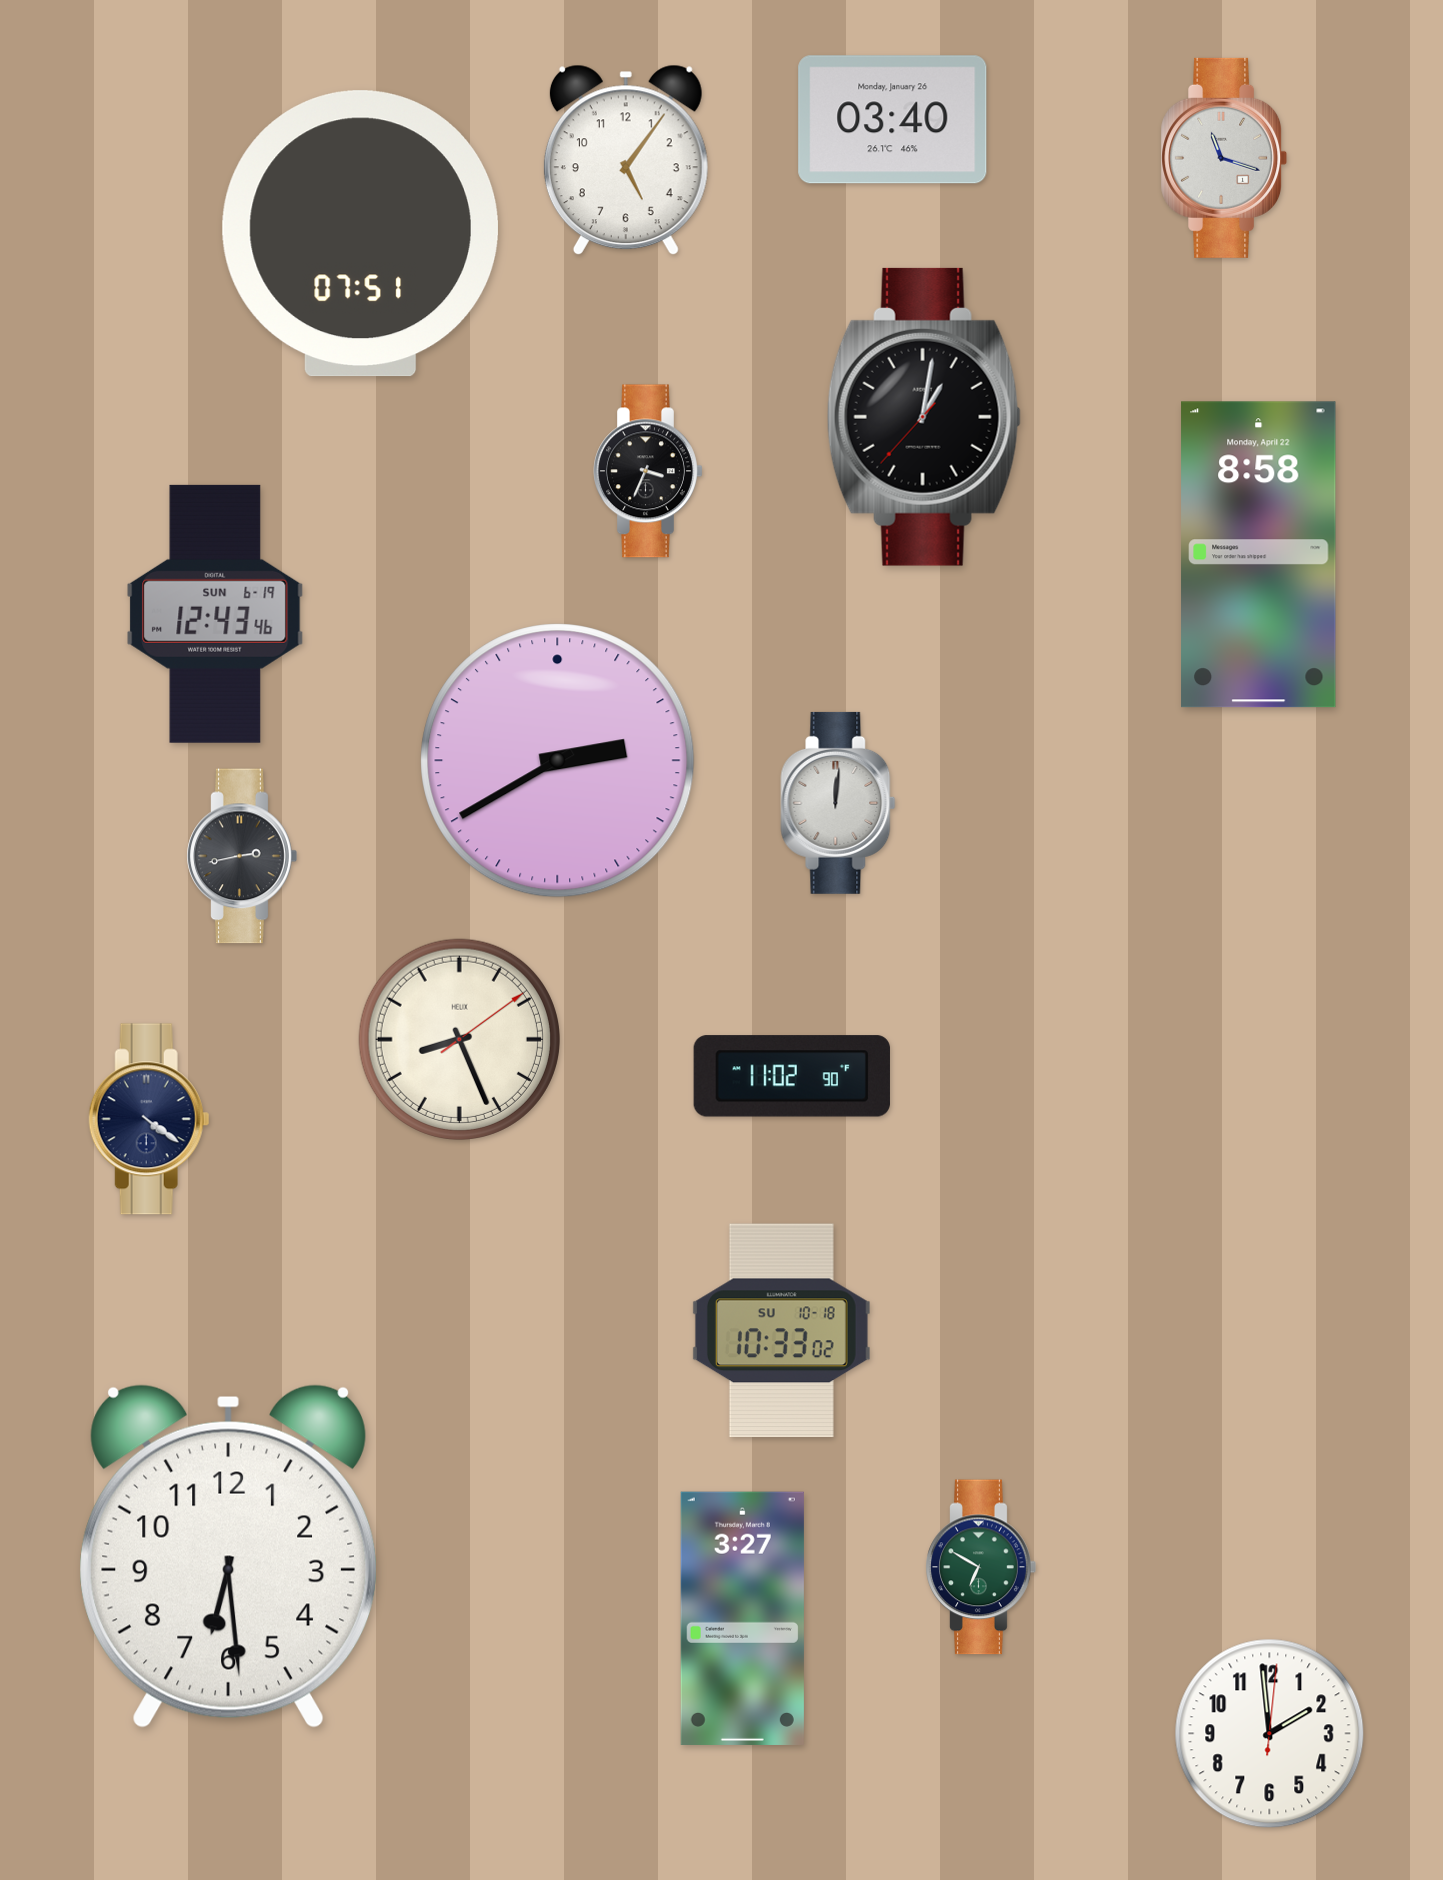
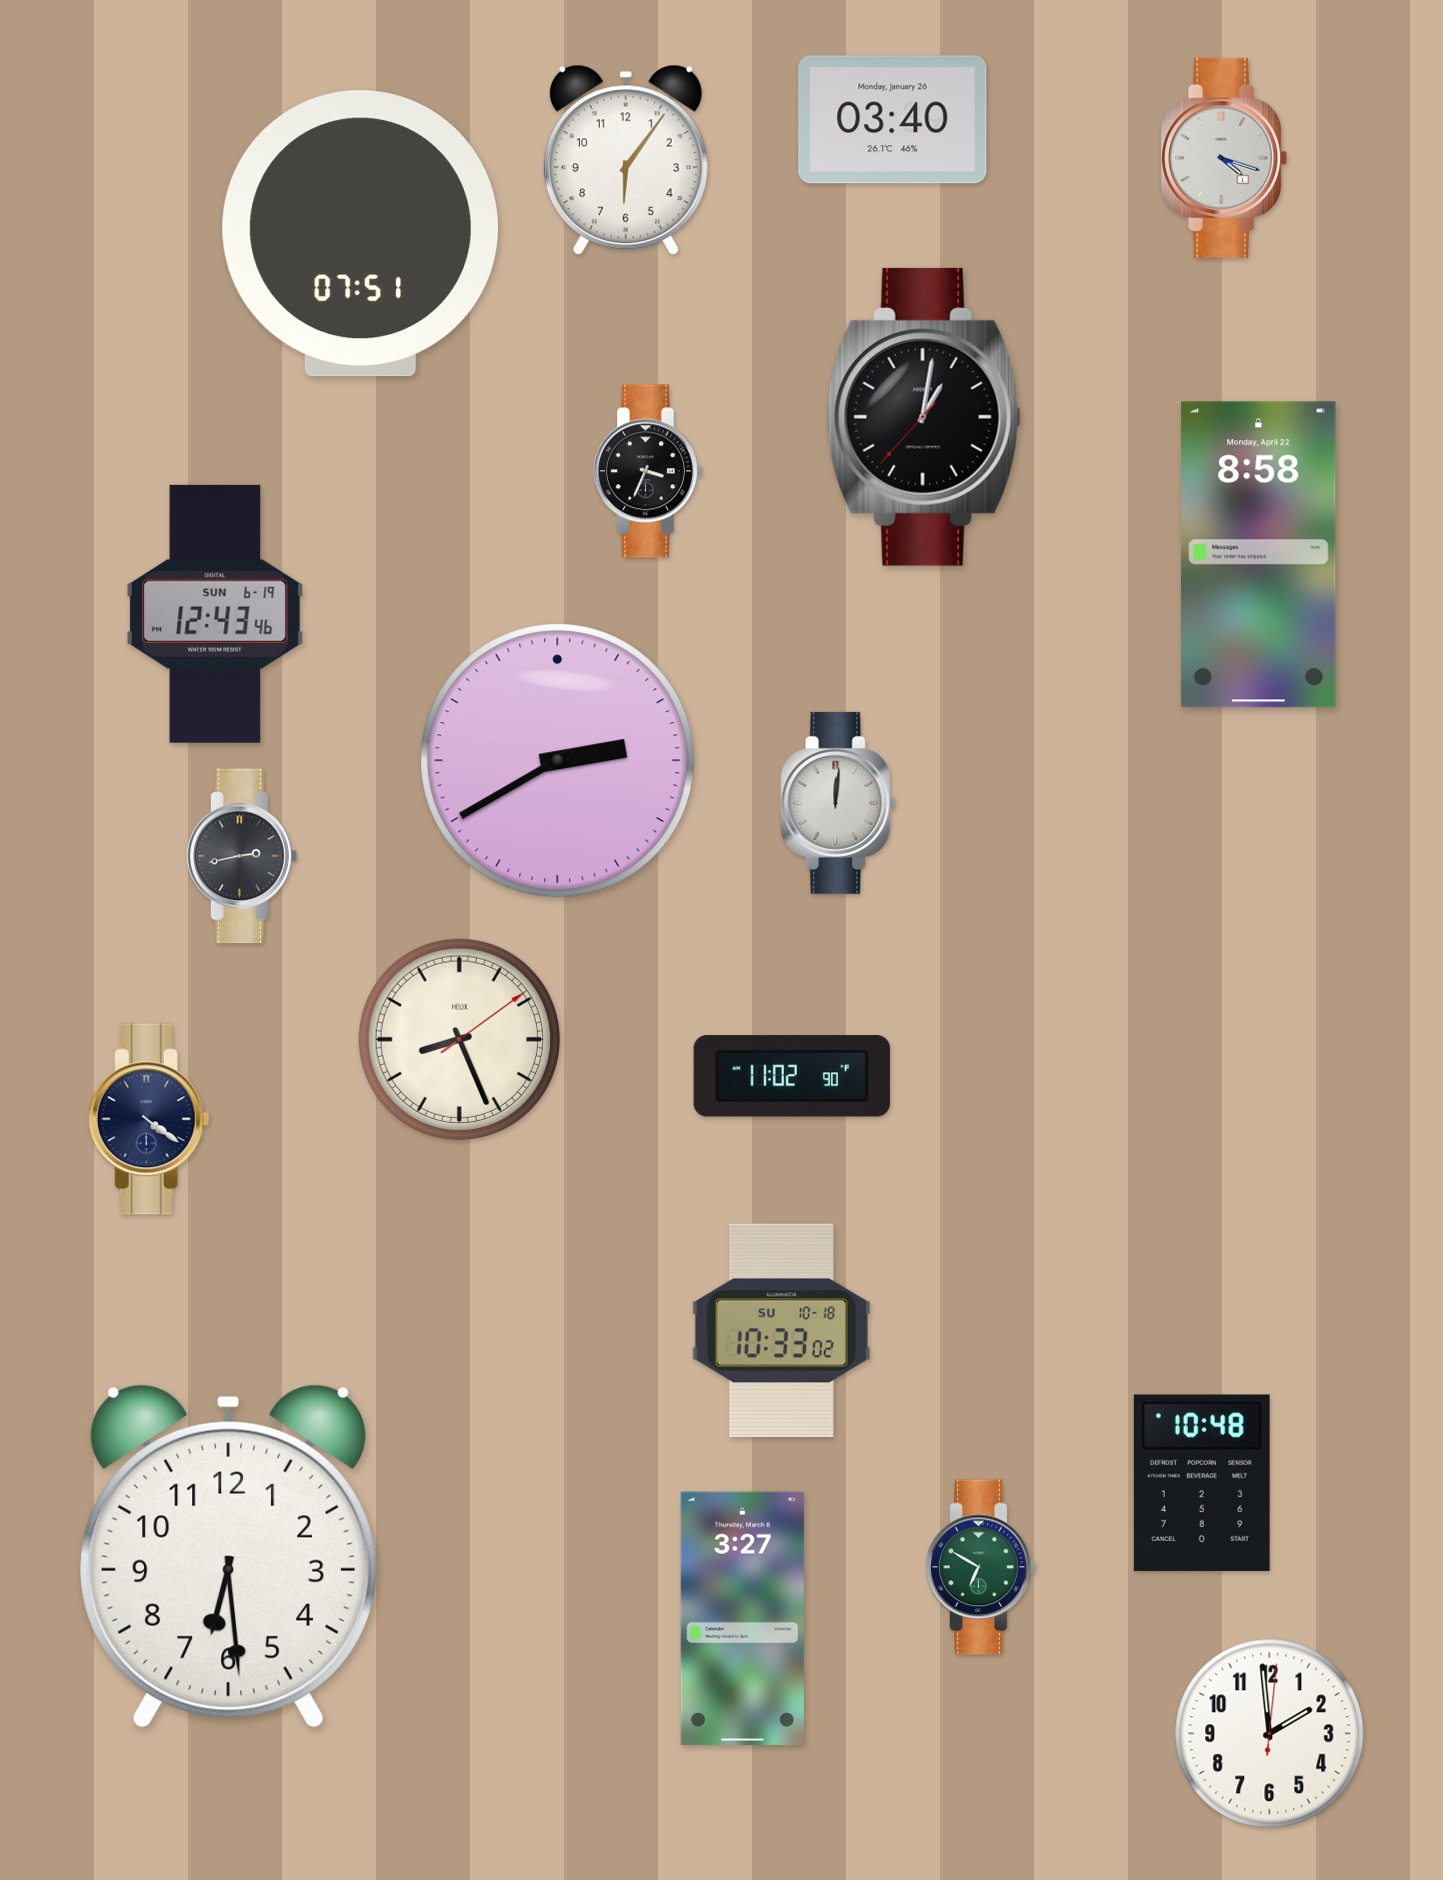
clock at (1224, 158): 11:18 -> 4:18
clock at (626, 160): 5:06 -> 6:06
clock at (1202, 1483): none -> 10:48
